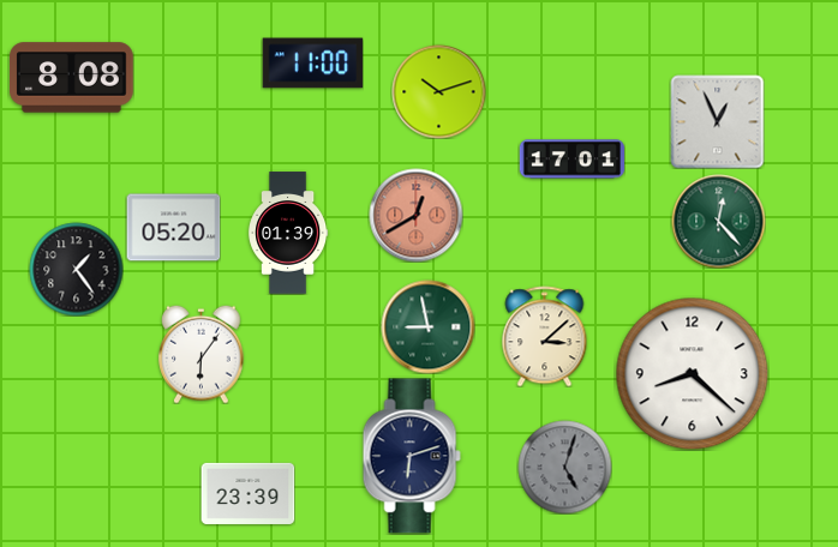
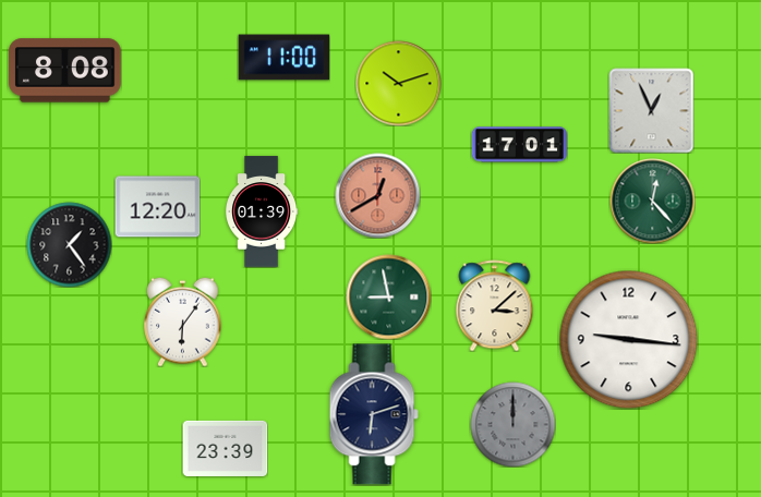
clock at (173, 228): 05:20 -> 12:20
clock at (692, 373): 8:22 -> 9:16
clock at (564, 467): 5:03 -> 12:00
